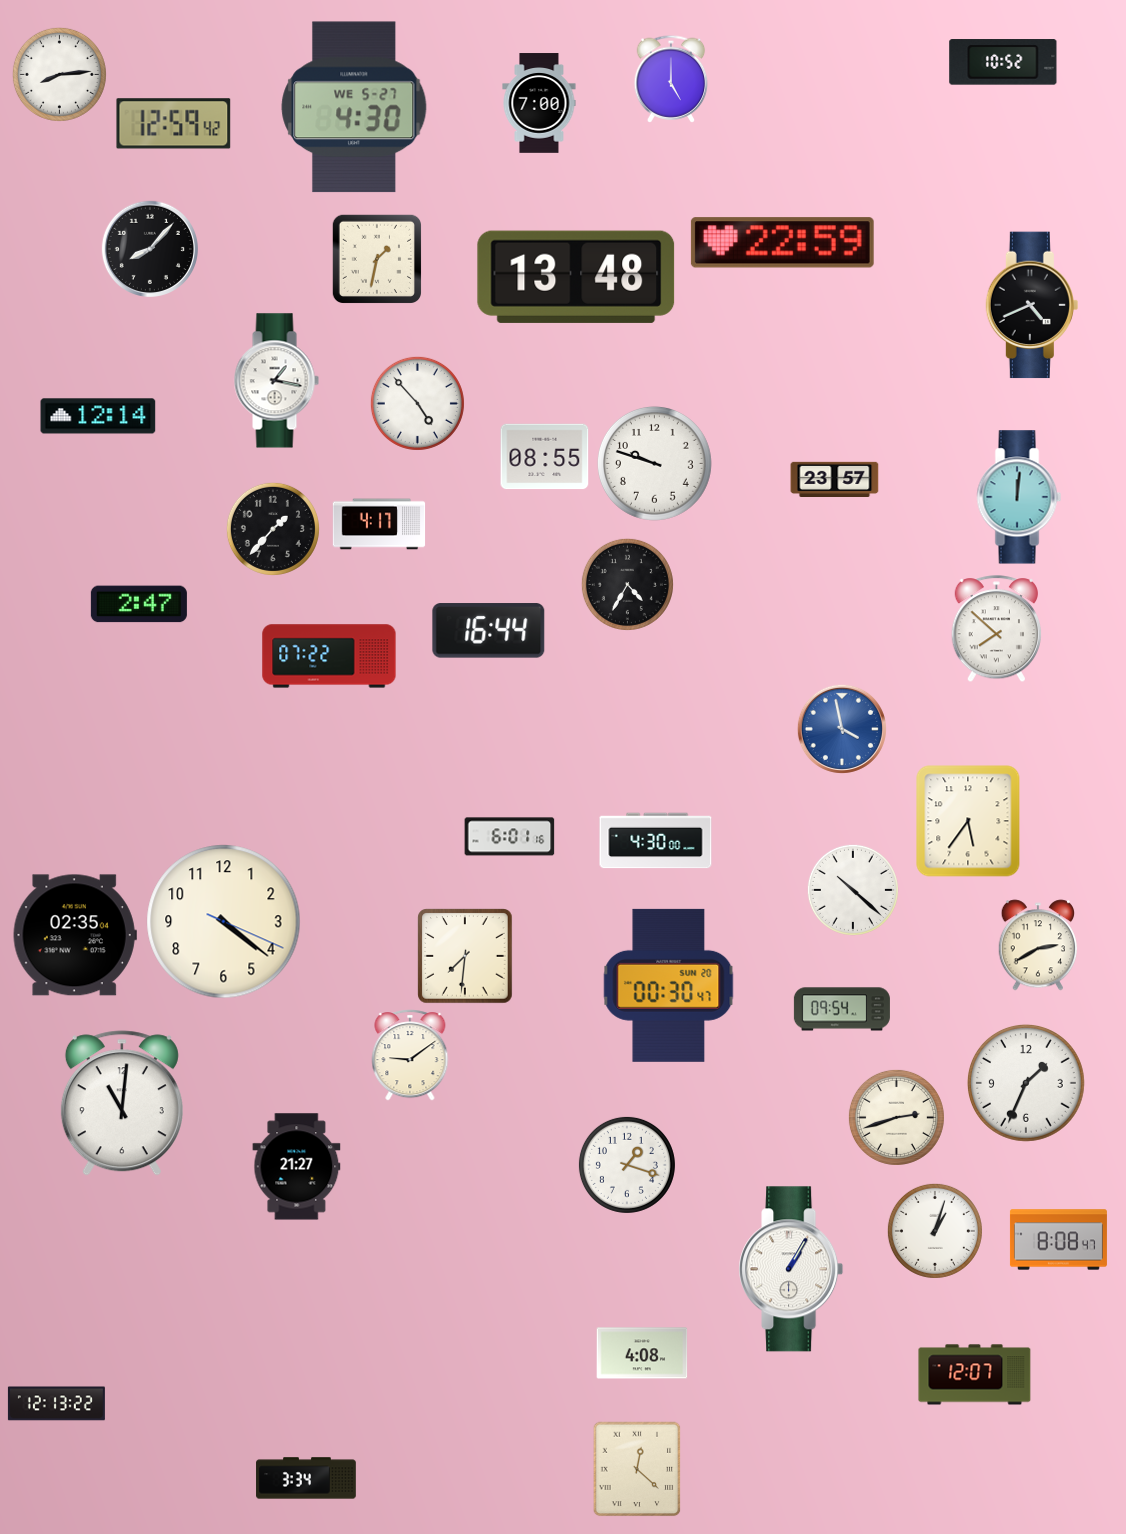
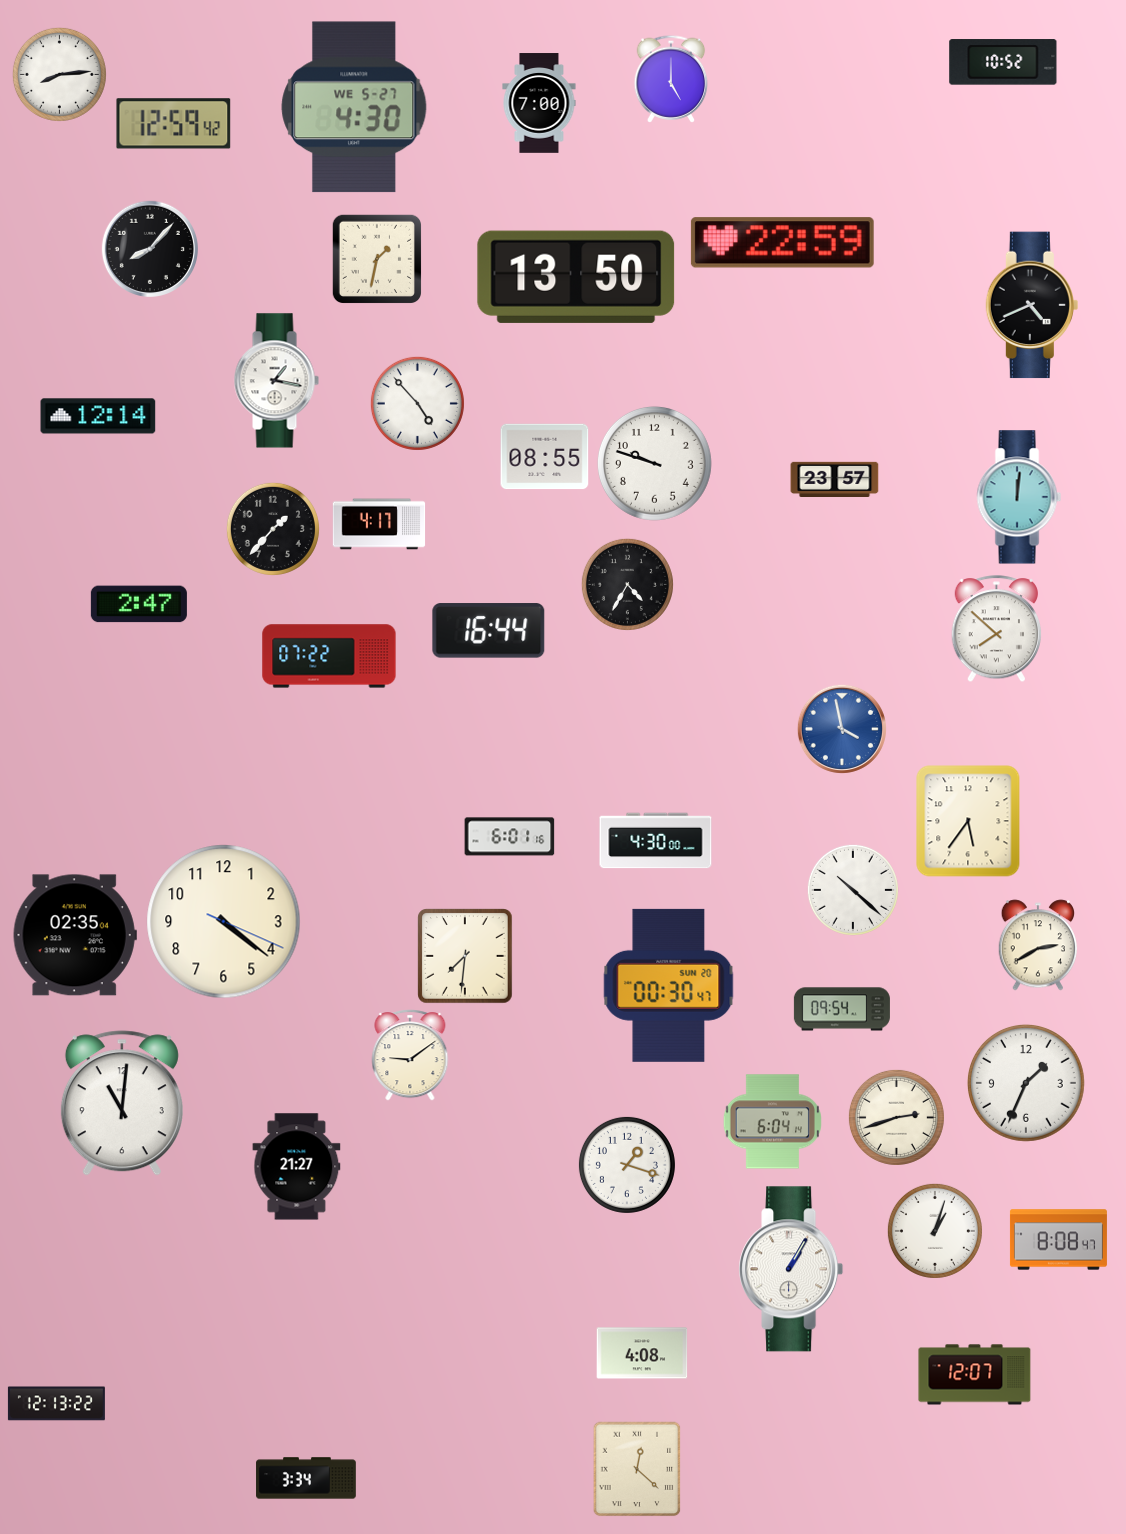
clock at (576, 277): 13:48 -> 13:50
clock at (772, 1122): none -> 6:04
